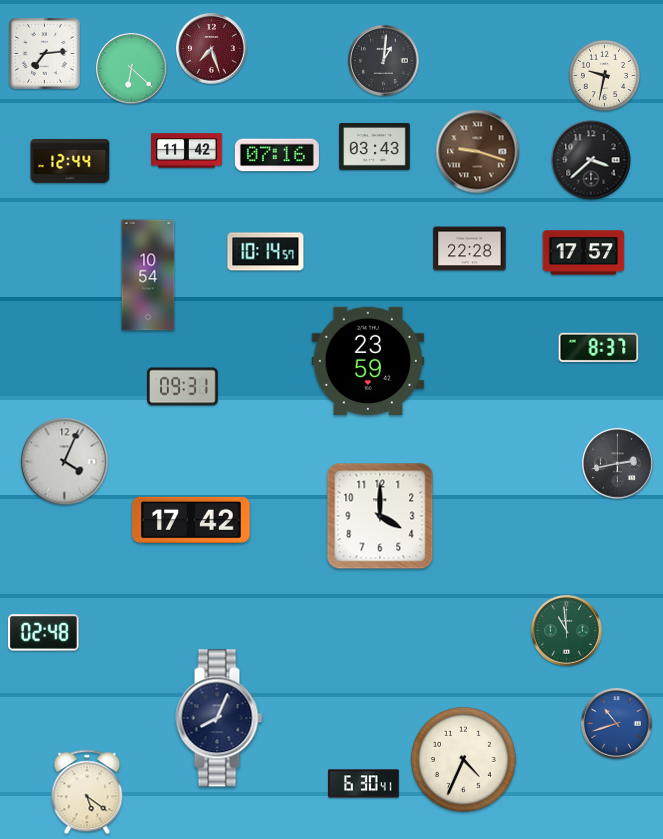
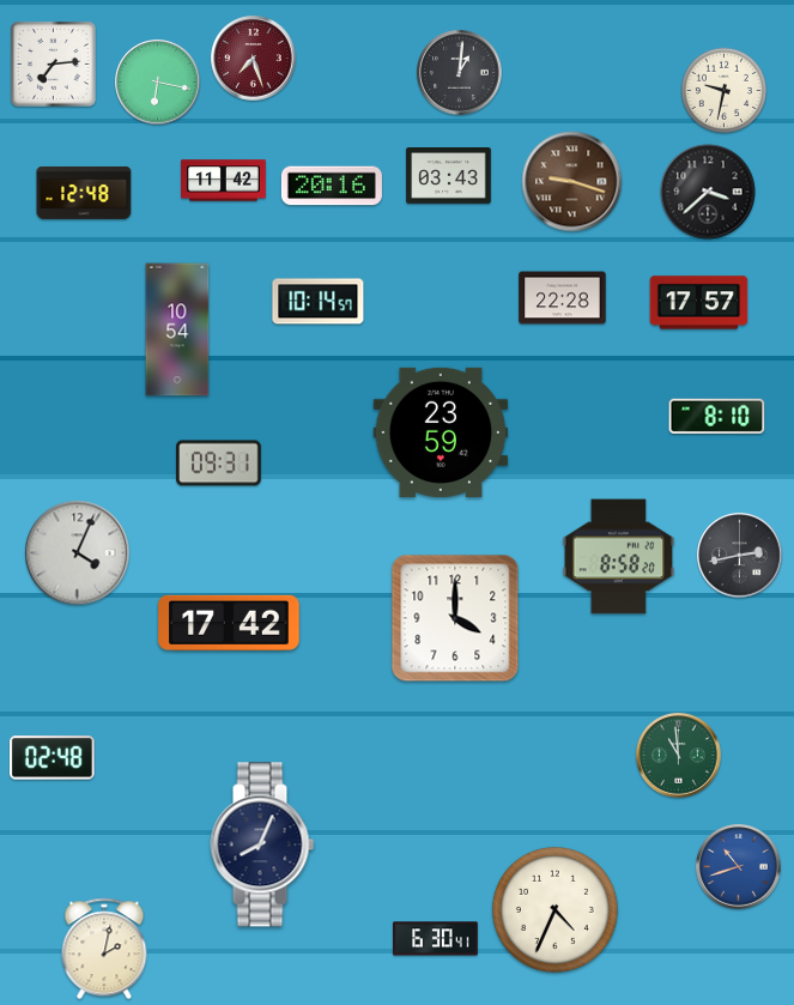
clock at (132, 69): 6:22 -> 6:17
clock at (277, 155): 07:16 -> 20:16
clock at (70, 161): 12:44 -> 12:48
clock at (599, 347): 8:37 -> 8:10
clock at (619, 557): none -> 8:58
clock at (219, 718) position: (219, 718) -> (262, 844)
clock at (87, 792): 5:21 -> 2:02
